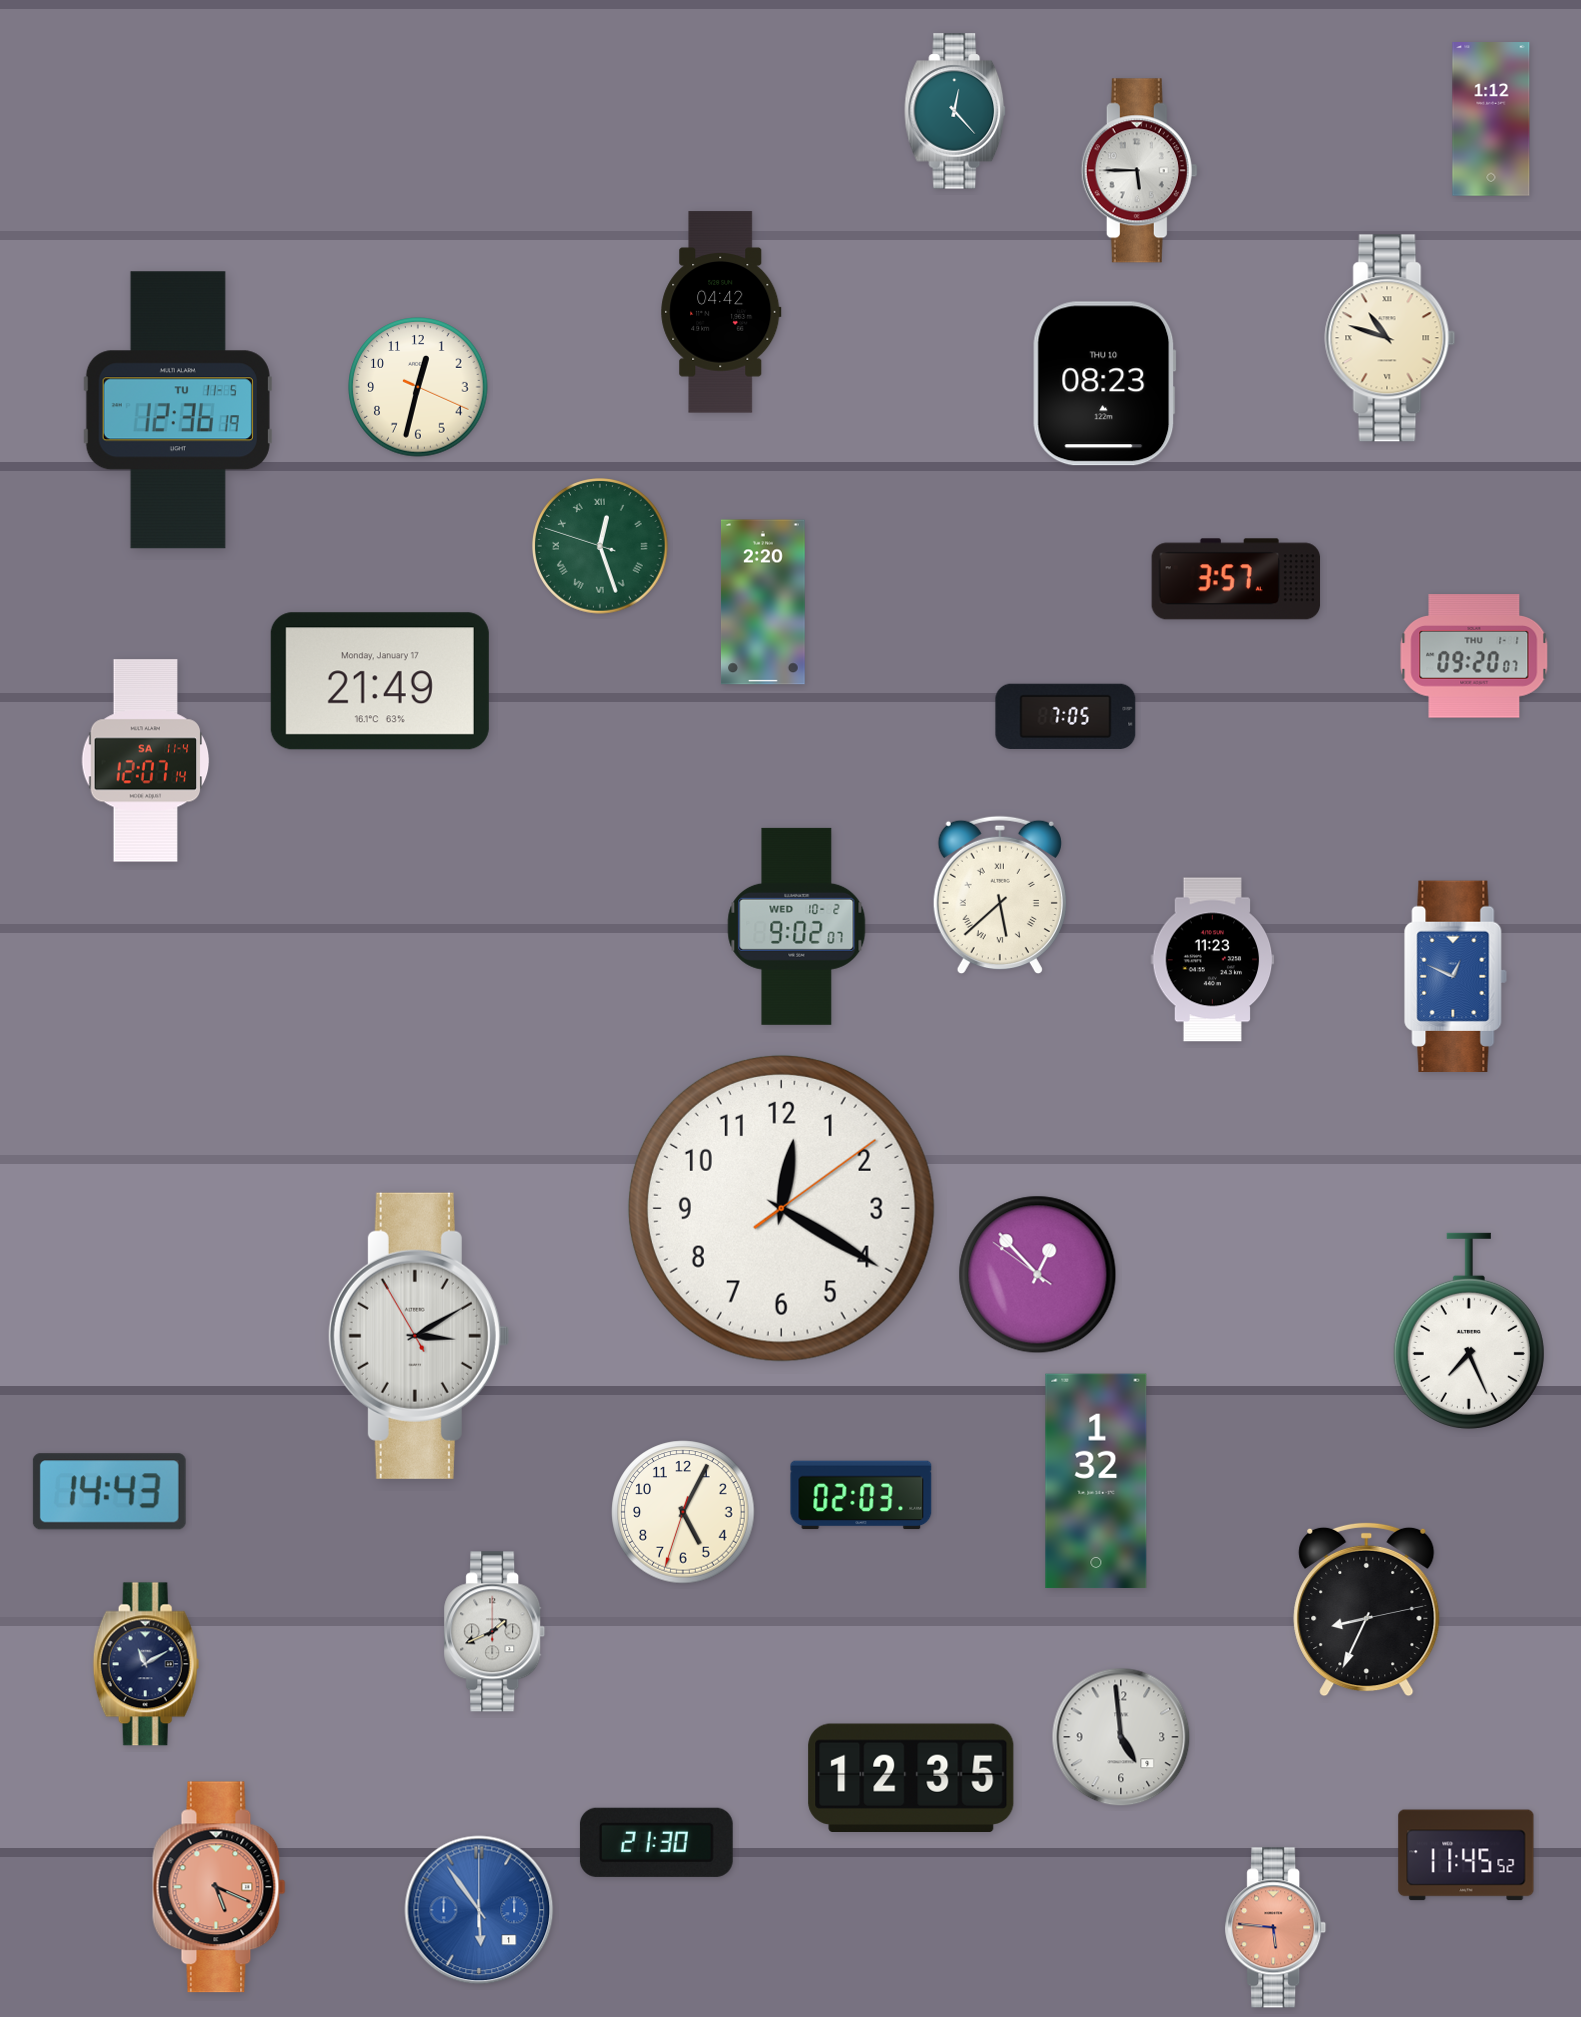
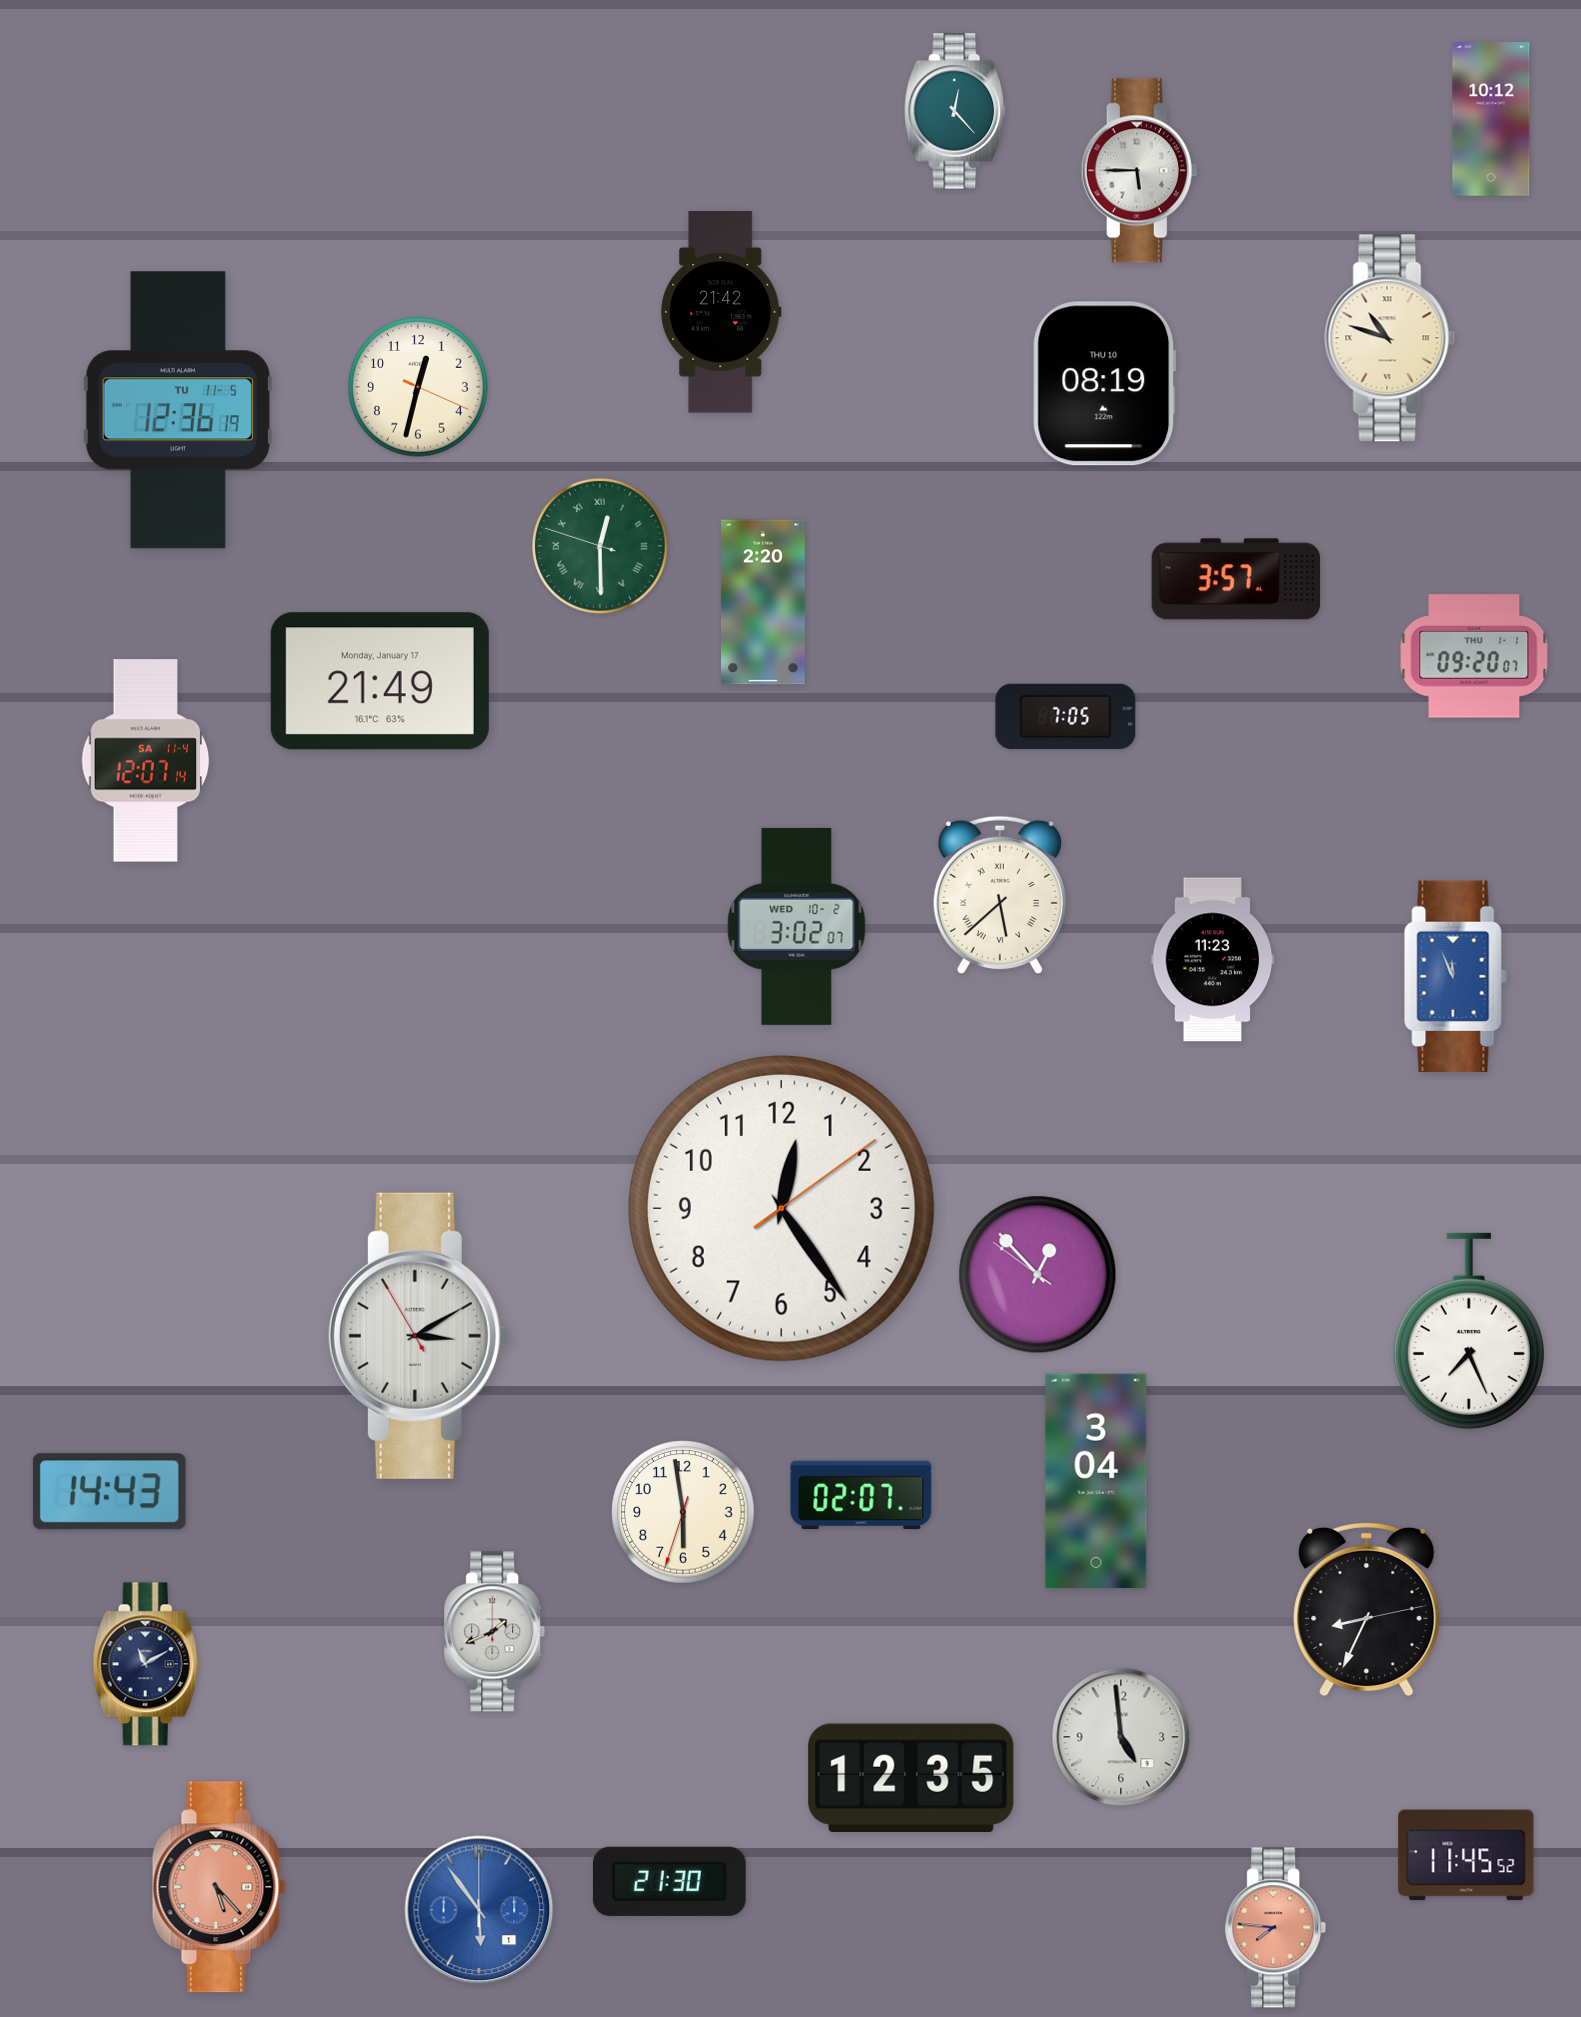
clock at (1491, 119): 1:12 -> 10:12
clock at (721, 312): 04:42 -> 21:42
clock at (1105, 384): 08:23 -> 08:19
clock at (601, 547): 12:26 -> 12:29
clock at (797, 926): 9:02 -> 3:02
clock at (1456, 976): 12:49 -> 11:56
clock at (781, 1208): 12:20 -> 12:24
clock at (1096, 1481): 1:32 -> 3:04
clock at (861, 1495): 02:03 -> 02:07
clock at (683, 1512): 5:04 -> 5:58
clock at (656, 1842) position: (656, 1842) -> (669, 1881)
clock at (219, 1887): 5:19 -> 5:23
clock at (1276, 1928): 5:46 -> 7:46
